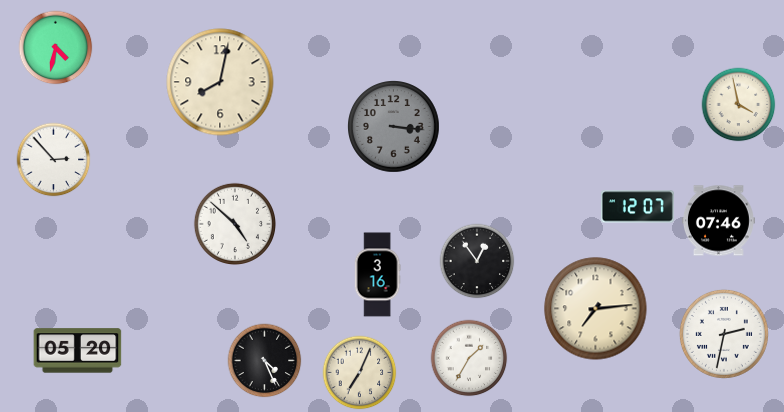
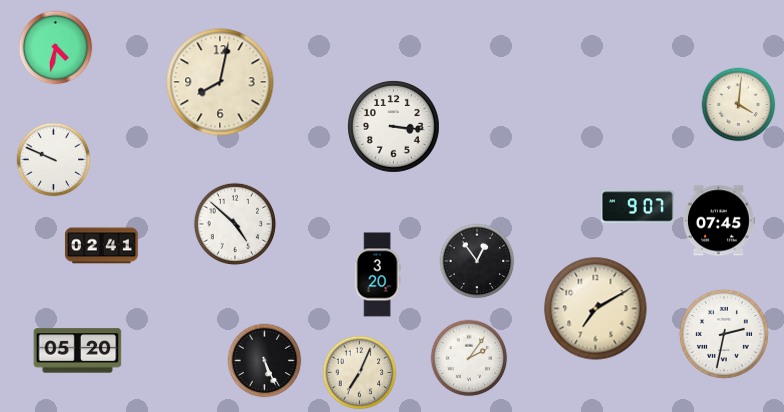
clock at (739, 105): 3:58 -> 4:01
clock at (394, 127) dial: grey -> white
clock at (54, 160): 2:53 -> 9:49
clock at (637, 207): 12:07 -> 9:07
clock at (718, 221): 07:46 -> 07:45
clock at (101, 246): none -> 02:41
clock at (377, 275): 3:16 -> 3:20
clock at (596, 309): 7:14 -> 7:10
clock at (469, 358): 1:35 -> 2:06
clock at (265, 361): 4:26 -> 5:26
